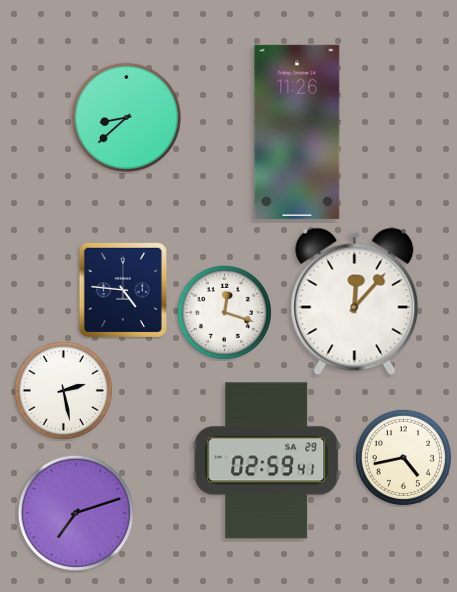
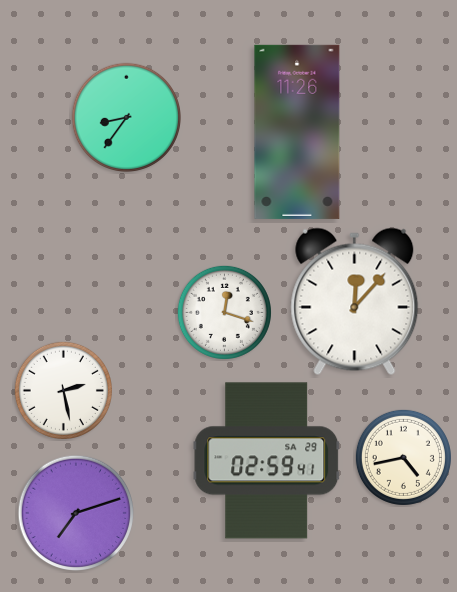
clock at (126, 117): 8:38 -> 8:36
clock at (123, 290): 4:46 -> none
